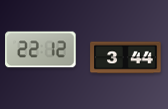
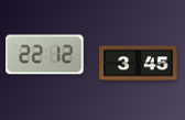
clock at (126, 58): 3:44 -> 3:45
